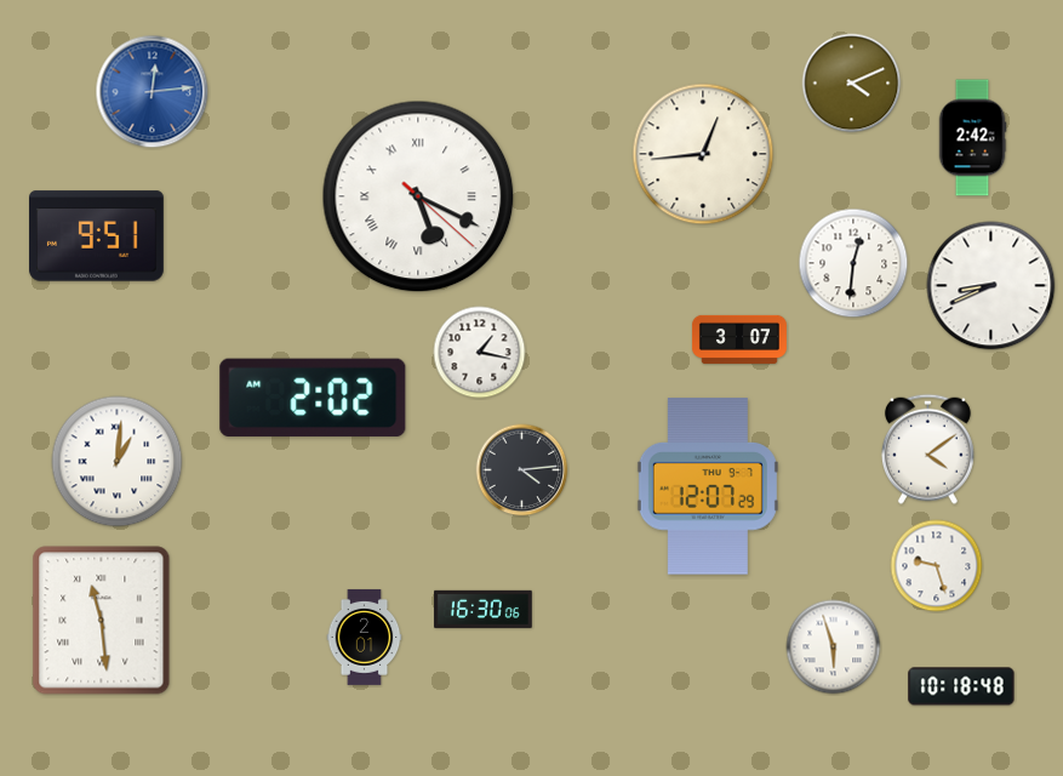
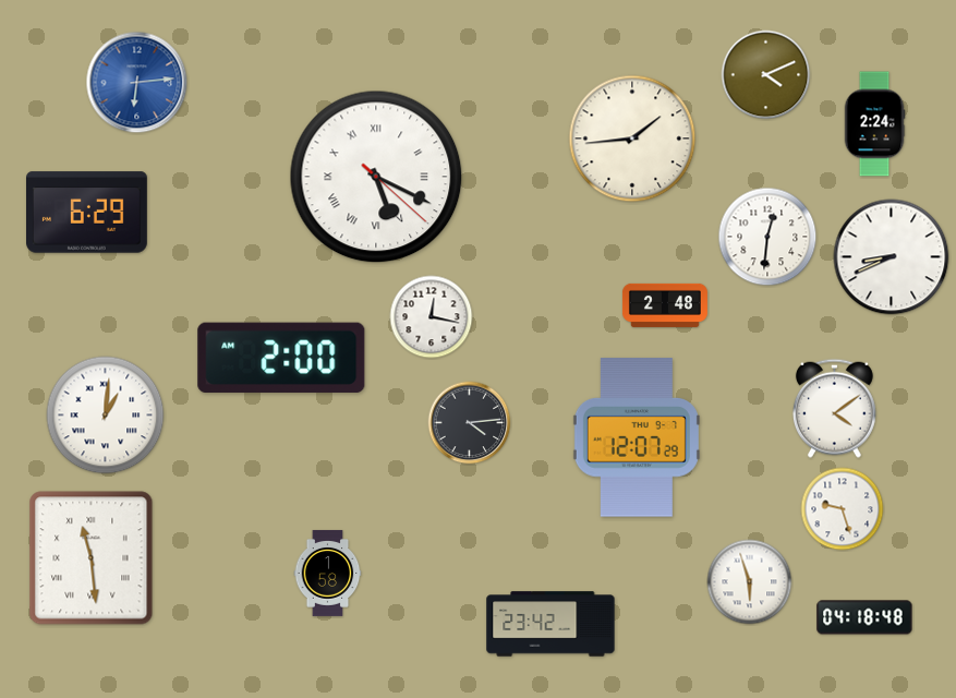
clock at (153, 92): 12:14 -> 6:14
clock at (972, 138): 2:42 -> 2:24
clock at (703, 154): 12:44 -> 1:44
clock at (97, 236): 9:51 -> 6:29
clock at (739, 339): 3:07 -> 2:48
clock at (480, 353): 1:17 -> 12:17
clock at (313, 398): 2:02 -> 2:00
clock at (927, 449) position: (927, 449) -> (834, 408)
clock at (484, 609): 16:30 -> none
clock at (365, 638): 2:01 -> 1:58
clock at (961, 686): 10:18 -> 04:18
clock at (550, 624): none -> 23:42
